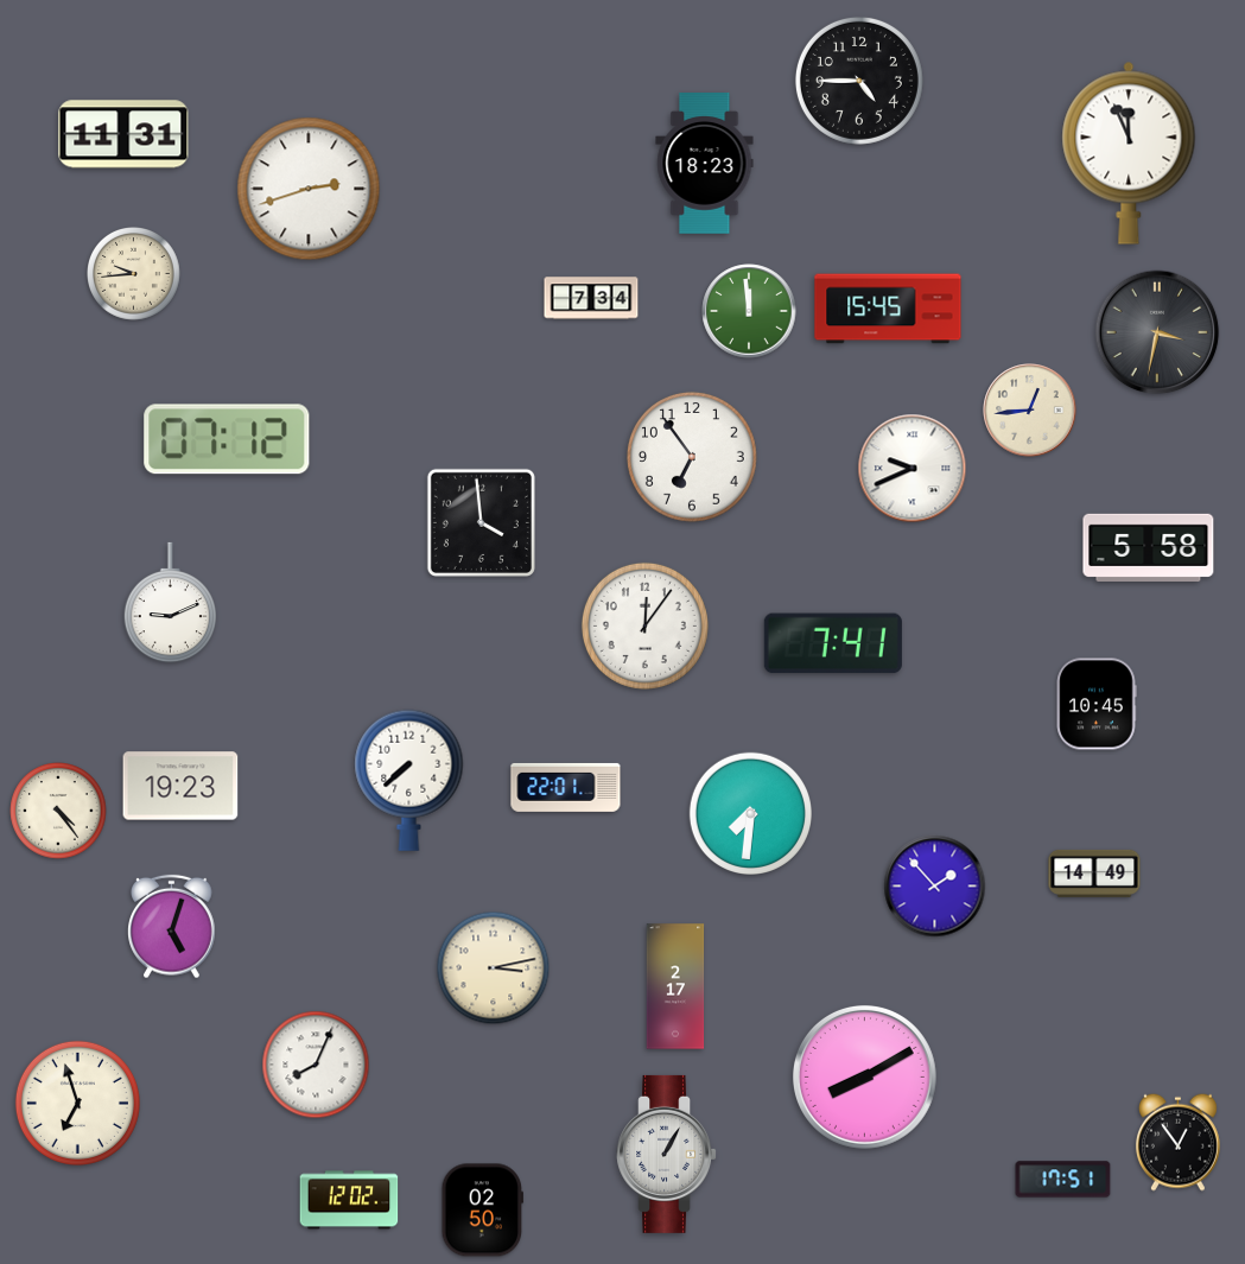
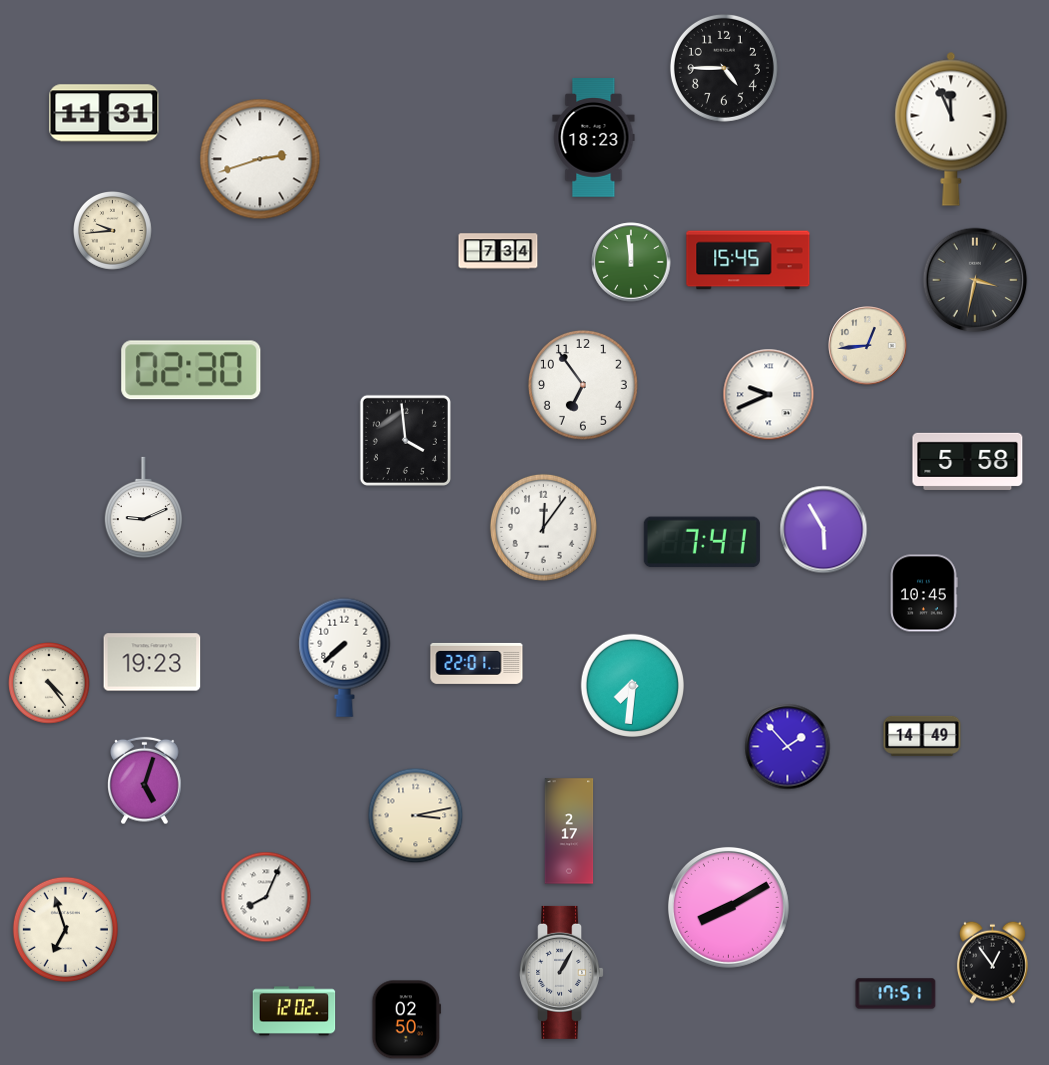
clock at (227, 439): 07:12 -> 02:30
clock at (824, 530): none -> 5:55
